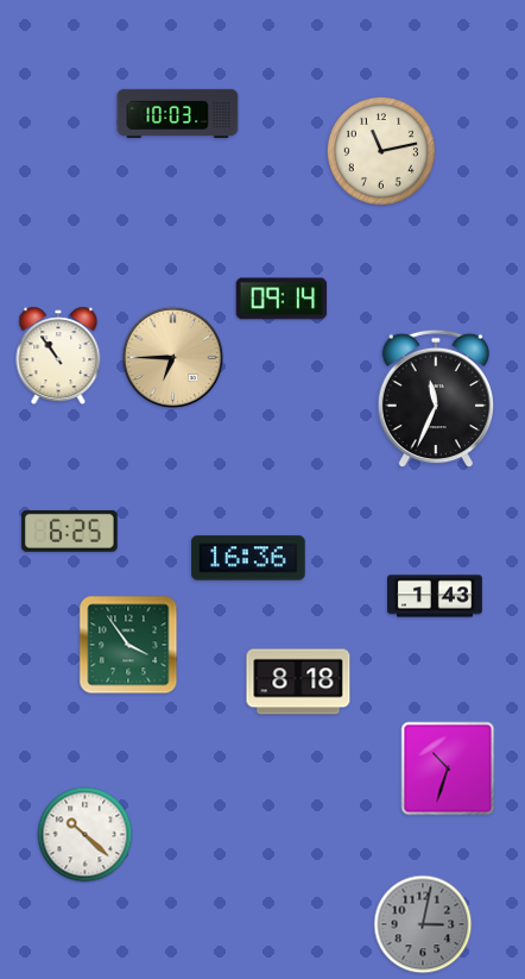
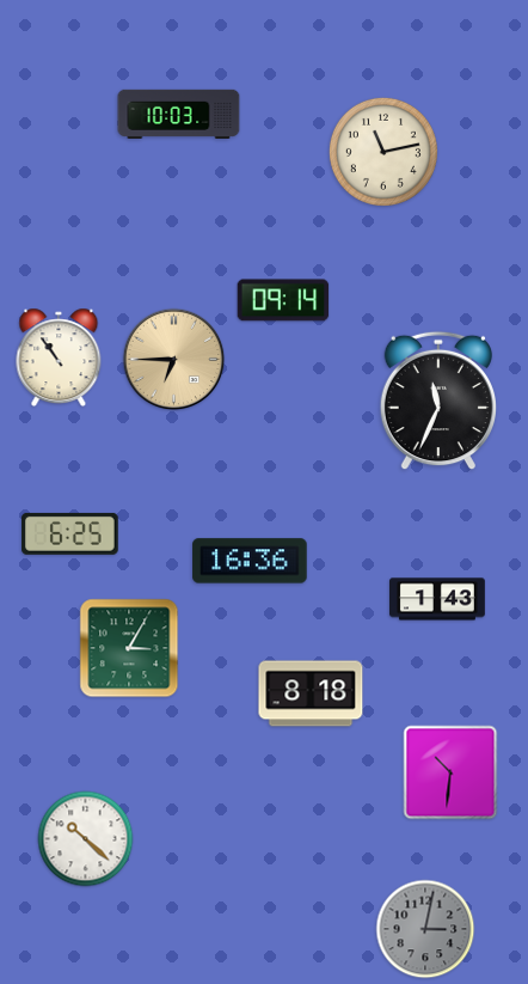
clock at (128, 645): 3:54 -> 3:05
clock at (298, 682) position: (298, 682) -> (311, 693)
clock at (448, 768): 10:33 -> 10:31
